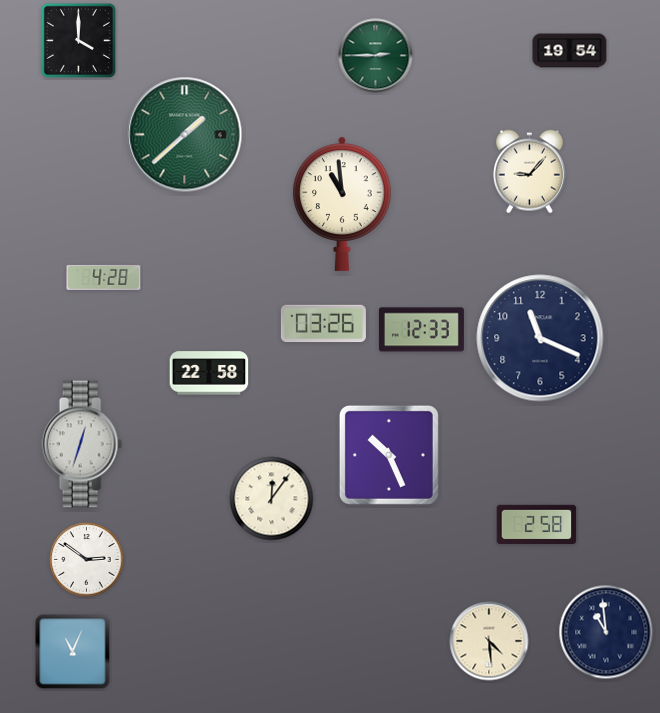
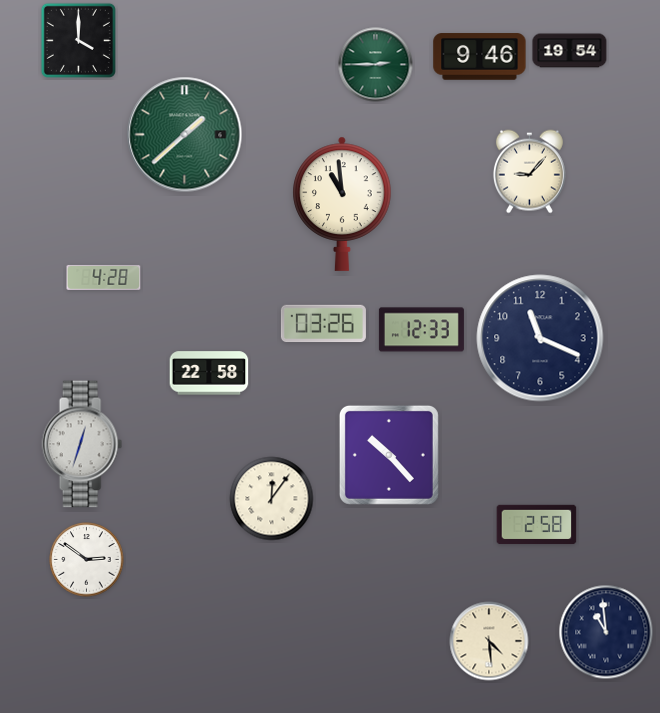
clock at (376, 56) position: (376, 56) -> (376, 65)
clock at (480, 57): none -> 9:46
clock at (389, 455): 10:26 -> 10:23
clock at (73, 652): 11:04 -> none
